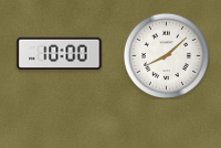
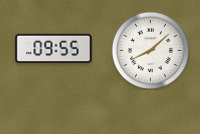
clock at (60, 54): 10:00 -> 09:55
